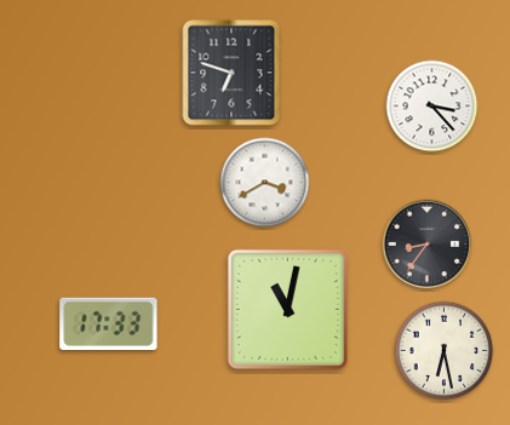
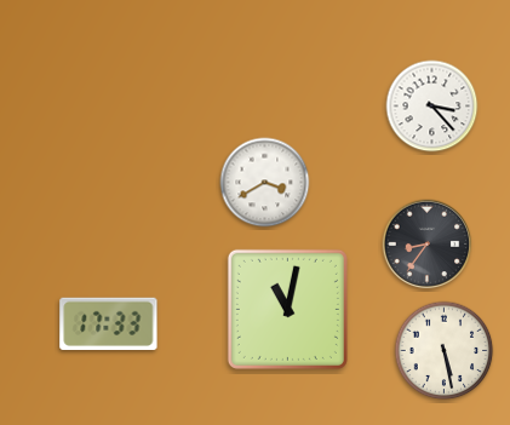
clock at (231, 73): 6:48 -> none
clock at (445, 351): 6:28 -> 5:28
